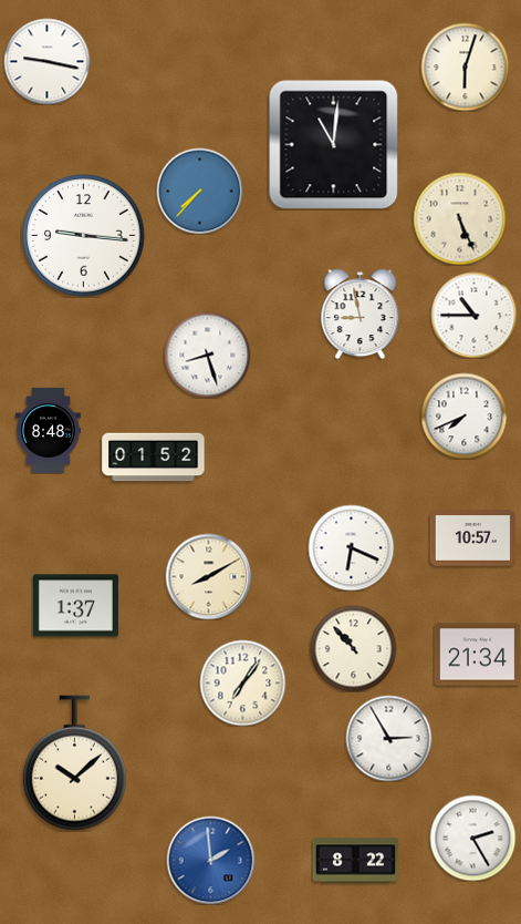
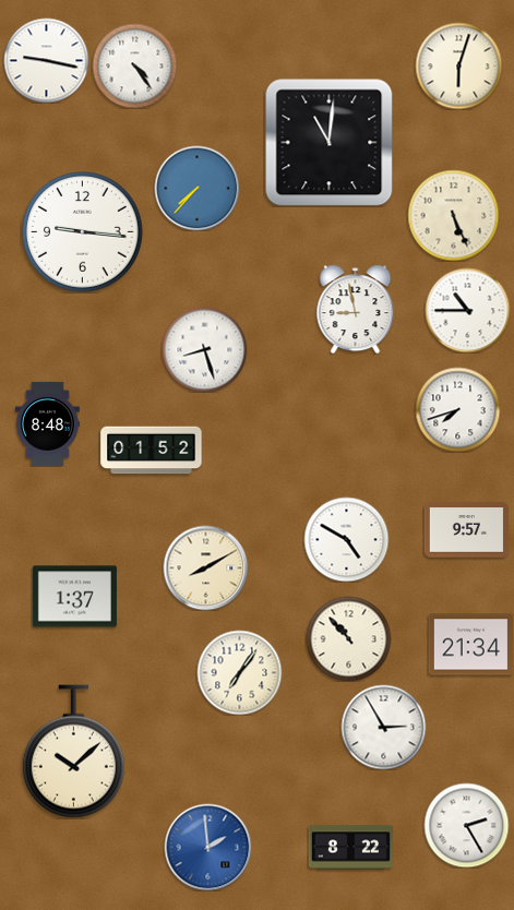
clock at (134, 65): none -> 4:24
clock at (463, 415): 7:41 -> 7:42
clock at (472, 538): 10:57 -> 9:57
clock at (351, 547): 6:19 -> 4:50
